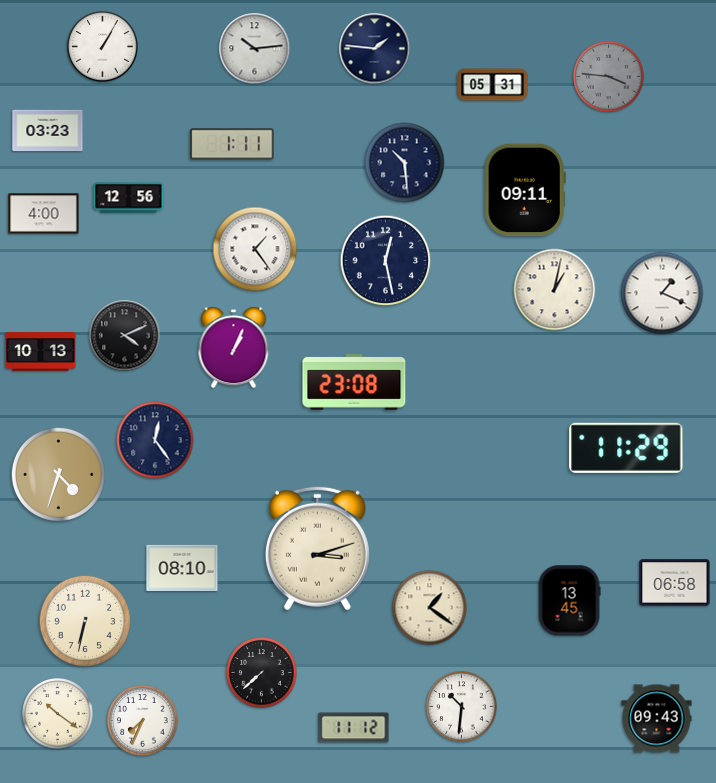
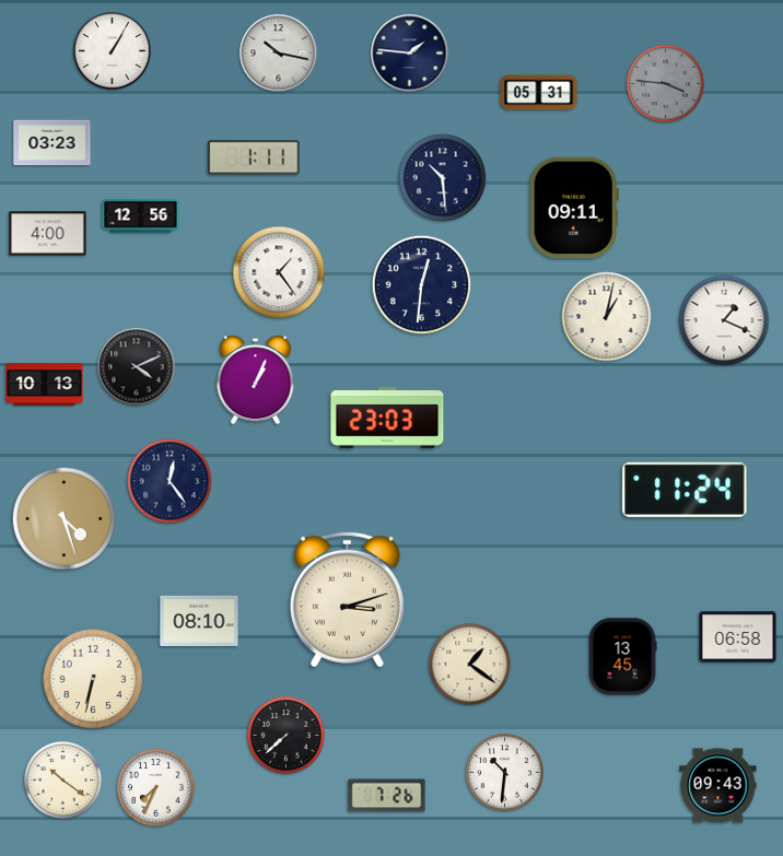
clock at (255, 49): 10:14 -> 10:17
clock at (386, 261): 12:28 -> 12:31
clock at (354, 382): 23:08 -> 23:03
clock at (626, 448): 11:29 -> 11:24
clock at (58, 474): 4:33 -> 4:27
clock at (354, 728): 11:12 -> 7:26
